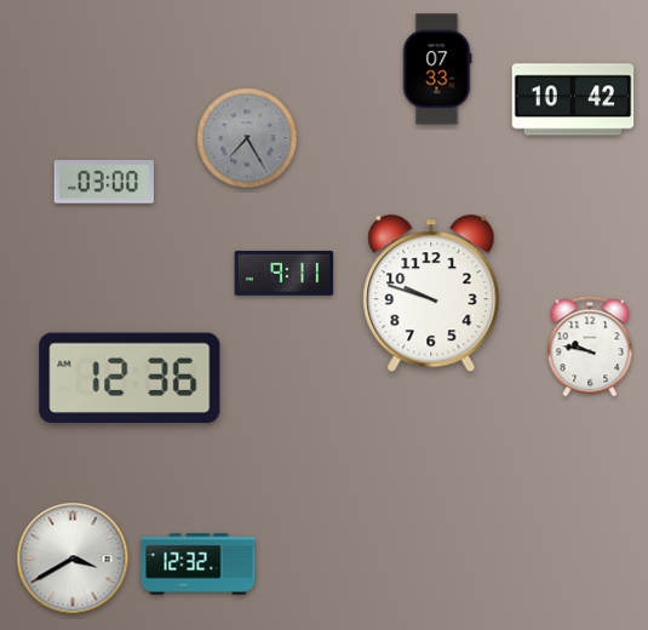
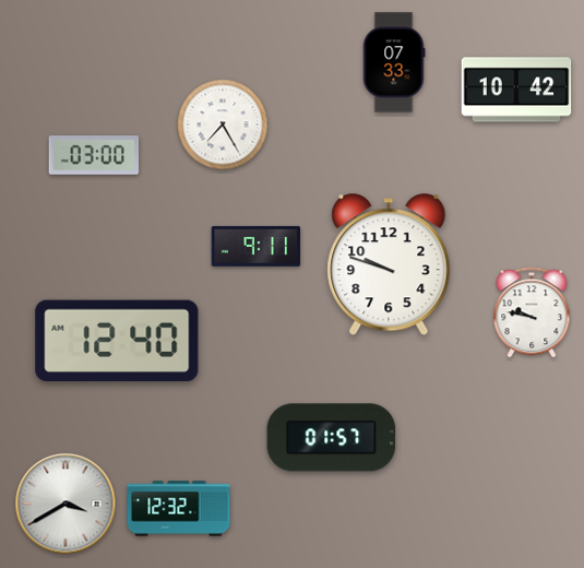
clock at (247, 138) dial: grey -> white
clock at (104, 182) position: (104, 182) -> (94, 155)
clock at (130, 378): 12:36 -> 12:40
clock at (332, 438): none -> 01:57
